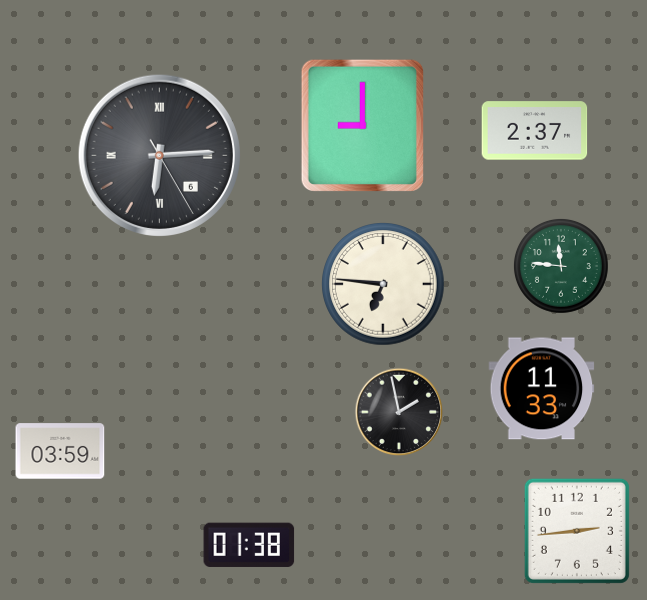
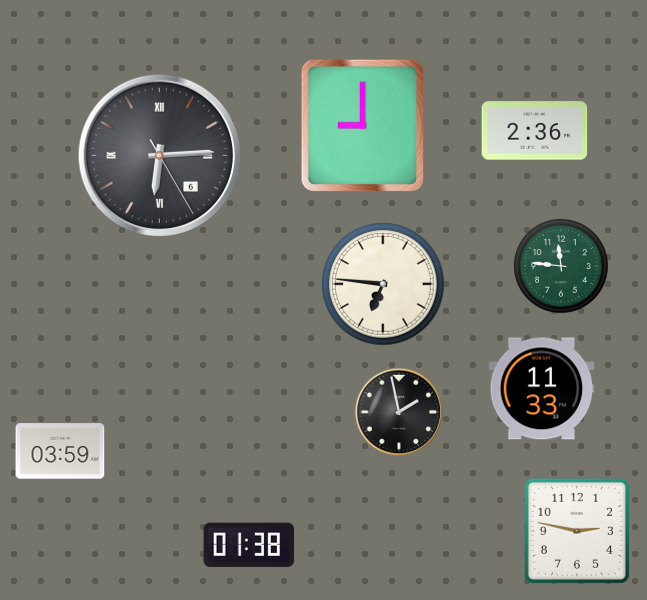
clock at (535, 131): 2:37 -> 2:36
clock at (577, 531): 2:44 -> 2:47
